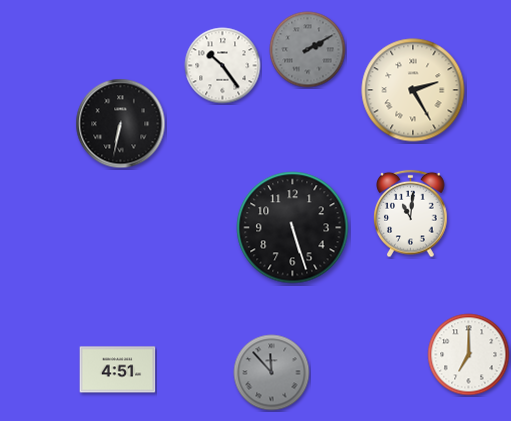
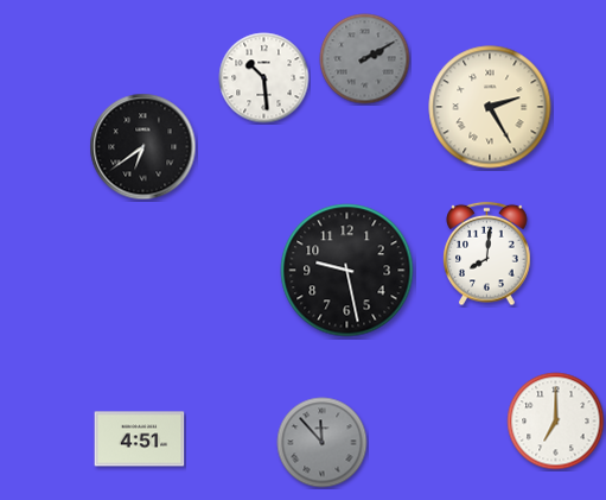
clock at (223, 66): 10:24 -> 10:29
clock at (121, 124): 6:32 -> 6:39
clock at (411, 214): 11:01 -> 8:01
clock at (293, 228): 5:27 -> 9:28
